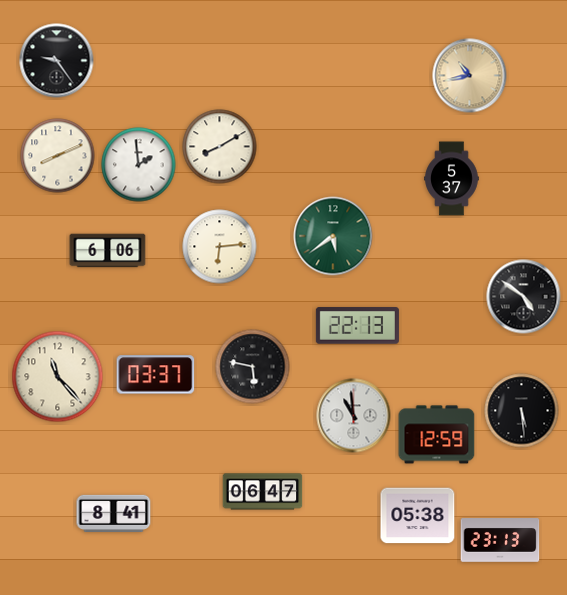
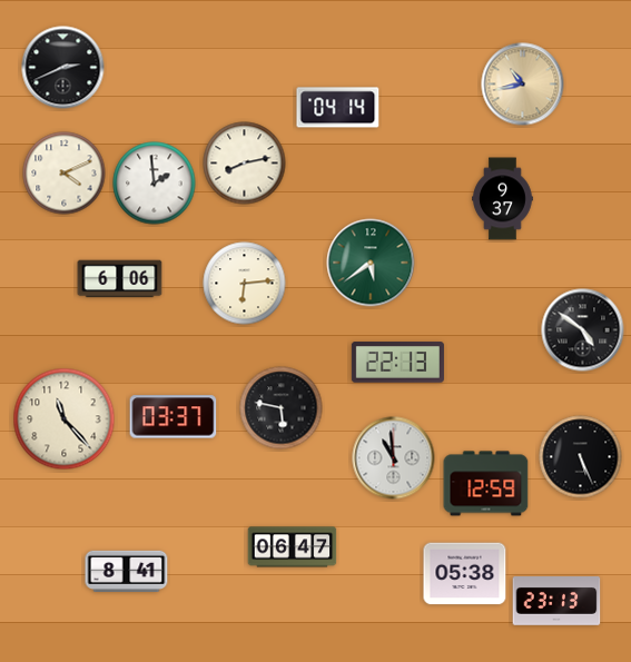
clock at (57, 61): 9:24 -> 2:41
clock at (338, 108): none -> 04:14
clock at (220, 147): 8:10 -> 8:13
clock at (58, 156): 8:11 -> 4:11
clock at (452, 179): 5:37 -> 9:37
clock at (220, 247) position: (220, 247) -> (245, 284)
clock at (522, 411): 5:29 -> 5:26
clock at (354, 416) position: (354, 416) -> (394, 458)
